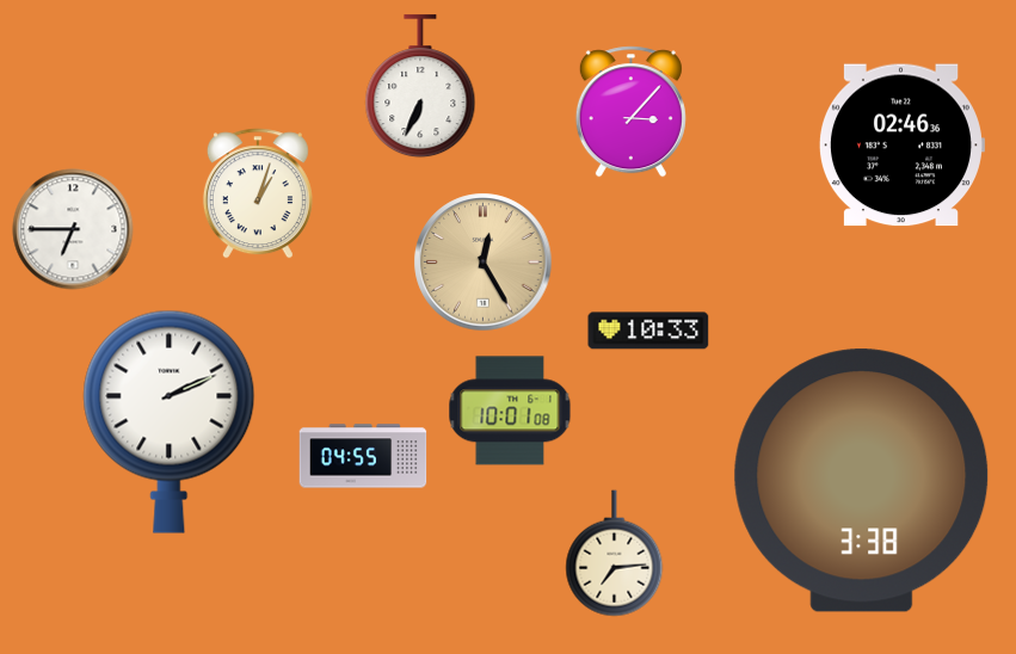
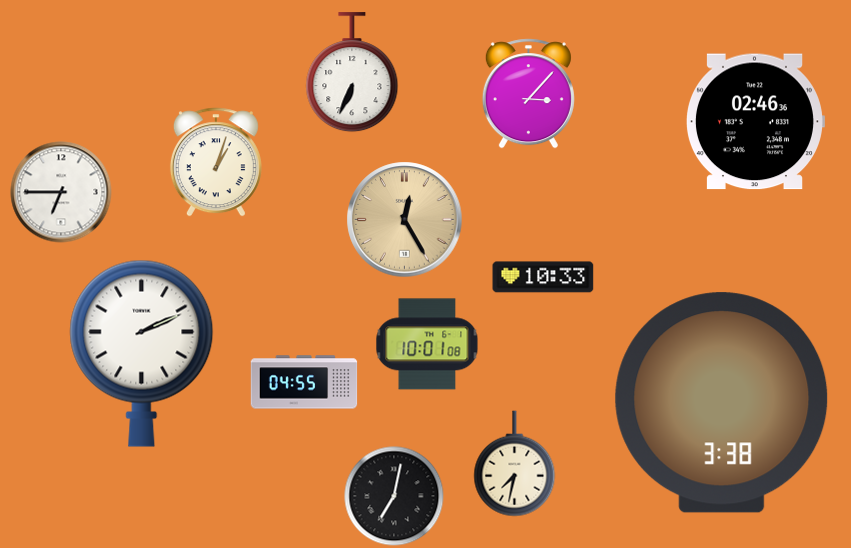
clock at (615, 554): 7:14 -> 7:32
clock at (394, 496): none -> 7:02
